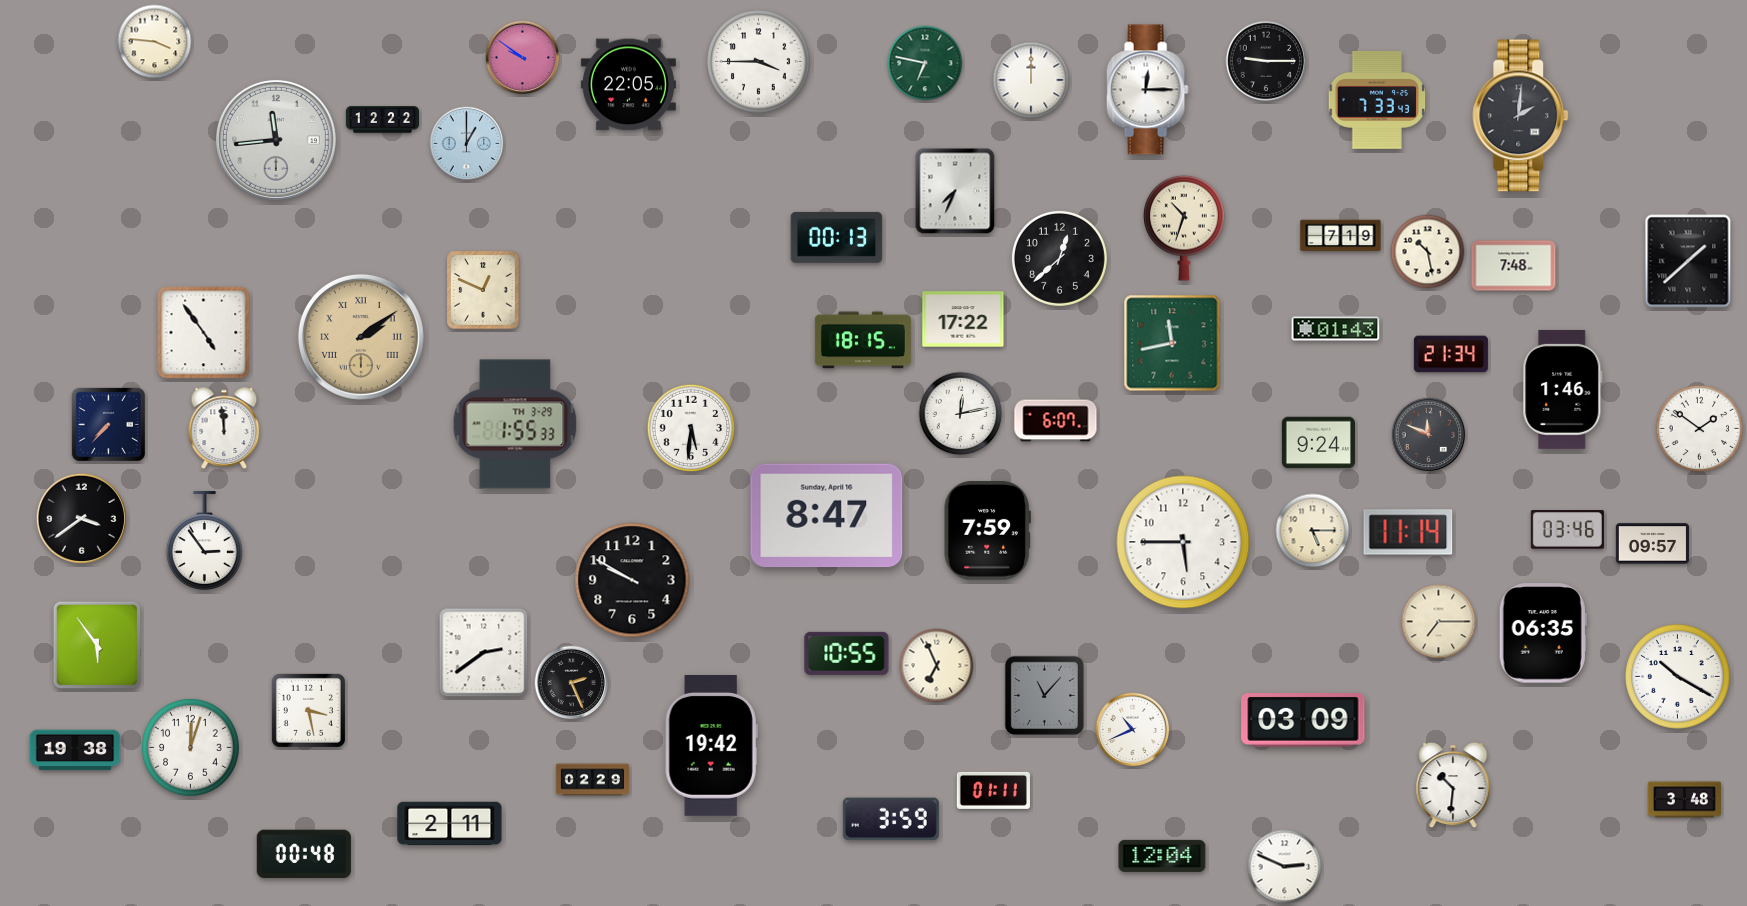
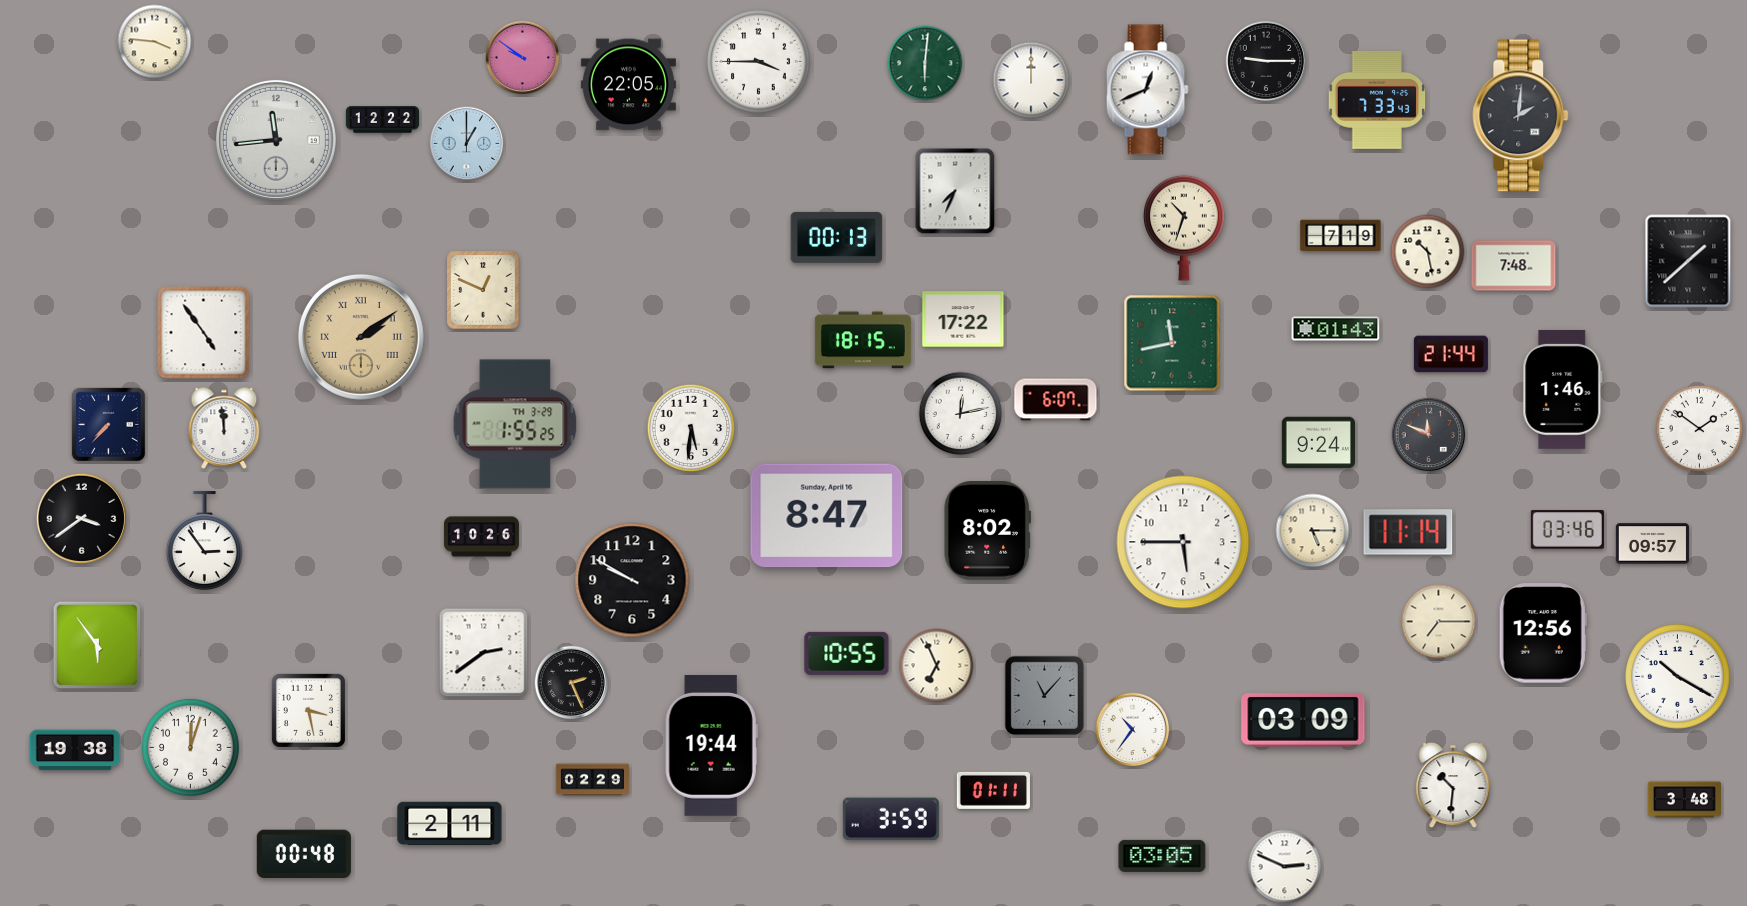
clock at (925, 63): 6:47 -> 6:01
clock at (1147, 90): 12:15 -> 12:41
clock at (1059, 258): 12:38 -> none
clock at (1451, 354): 21:34 -> 21:44
clock at (1056, 421) position: (1056, 421) -> (1056, 400)
clock at (515, 424): 1:55:33 -> 1:55:25
clock at (987, 531): 7:59 -> 8:02
clock at (481, 537): none -> 10:26
clock at (1543, 633): 06:35 -> 12:56
clock at (1133, 730): 10:41 -> 10:36
clock at (711, 746): 19:42 -> 19:44
clock at (1162, 856): 12:04 -> 03:05
